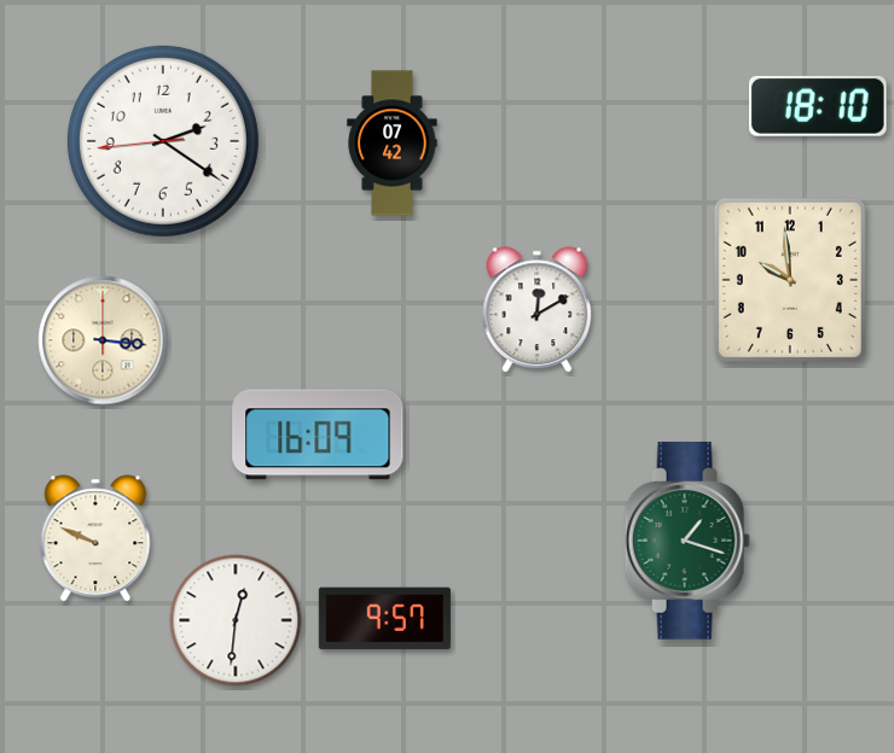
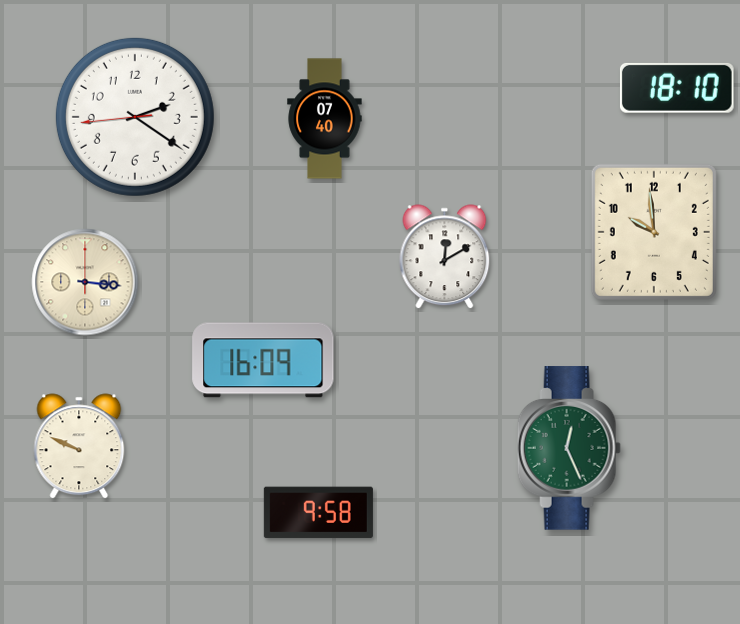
clock at (393, 144): 07:42 -> 07:40
clock at (687, 541): 1:18 -> 12:26
clock at (384, 619): 9:57 -> 9:58
clock at (236, 620): 12:31 -> none
